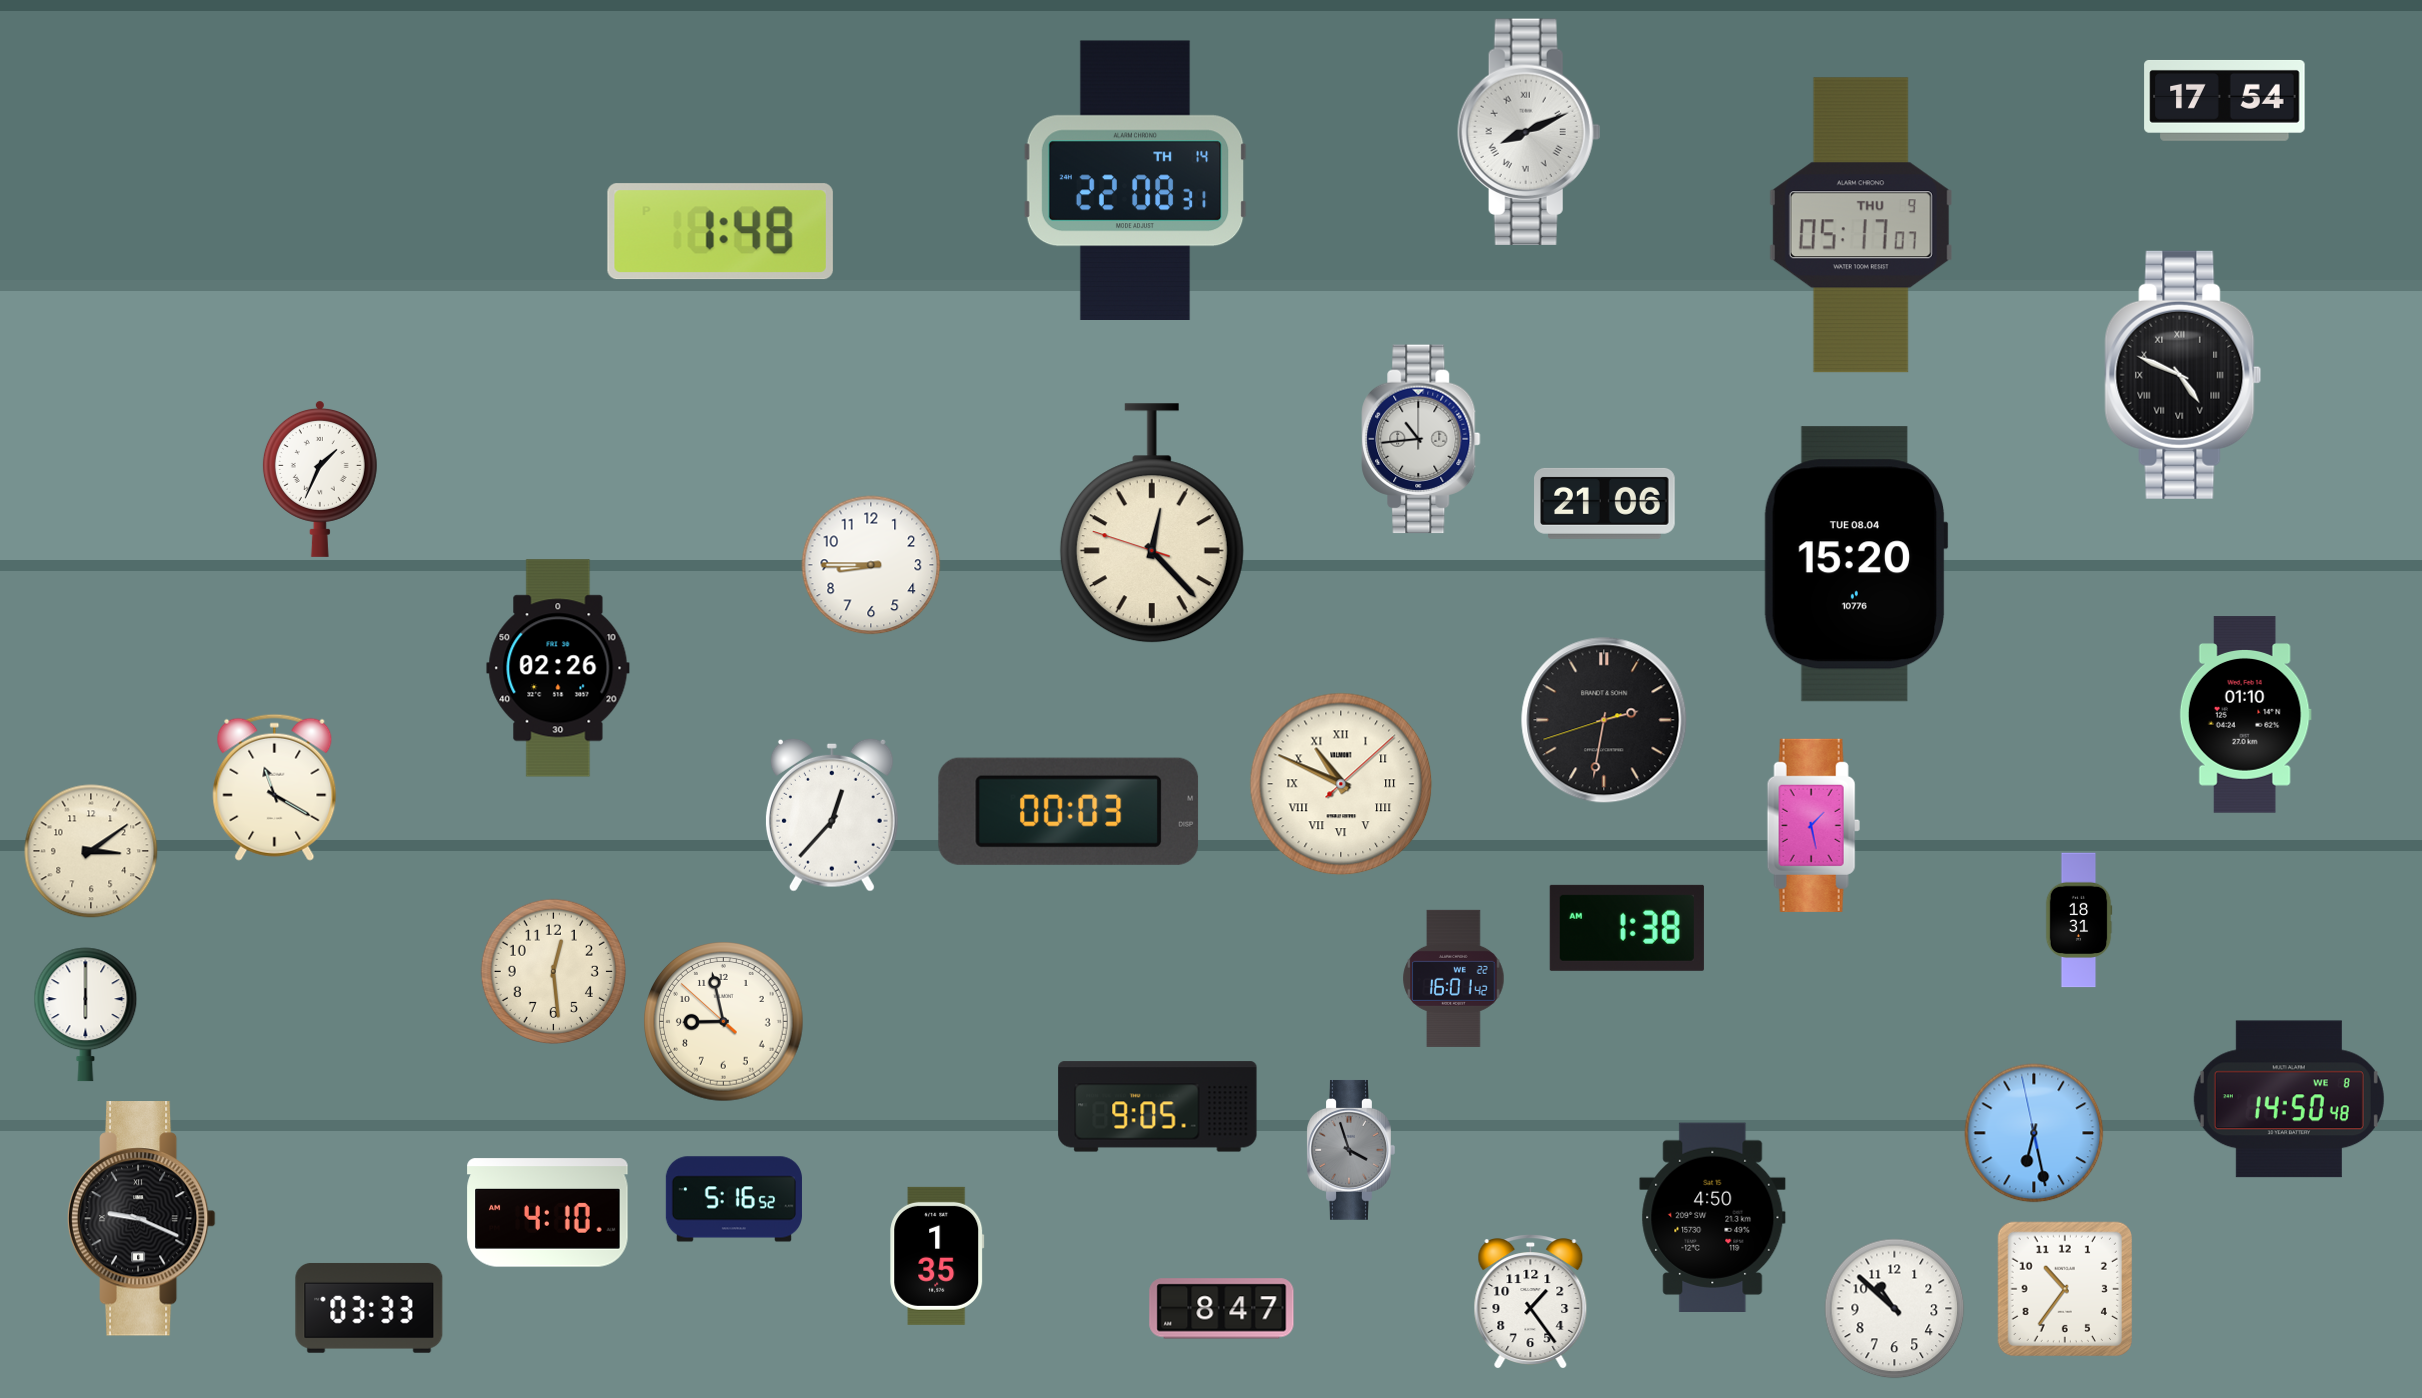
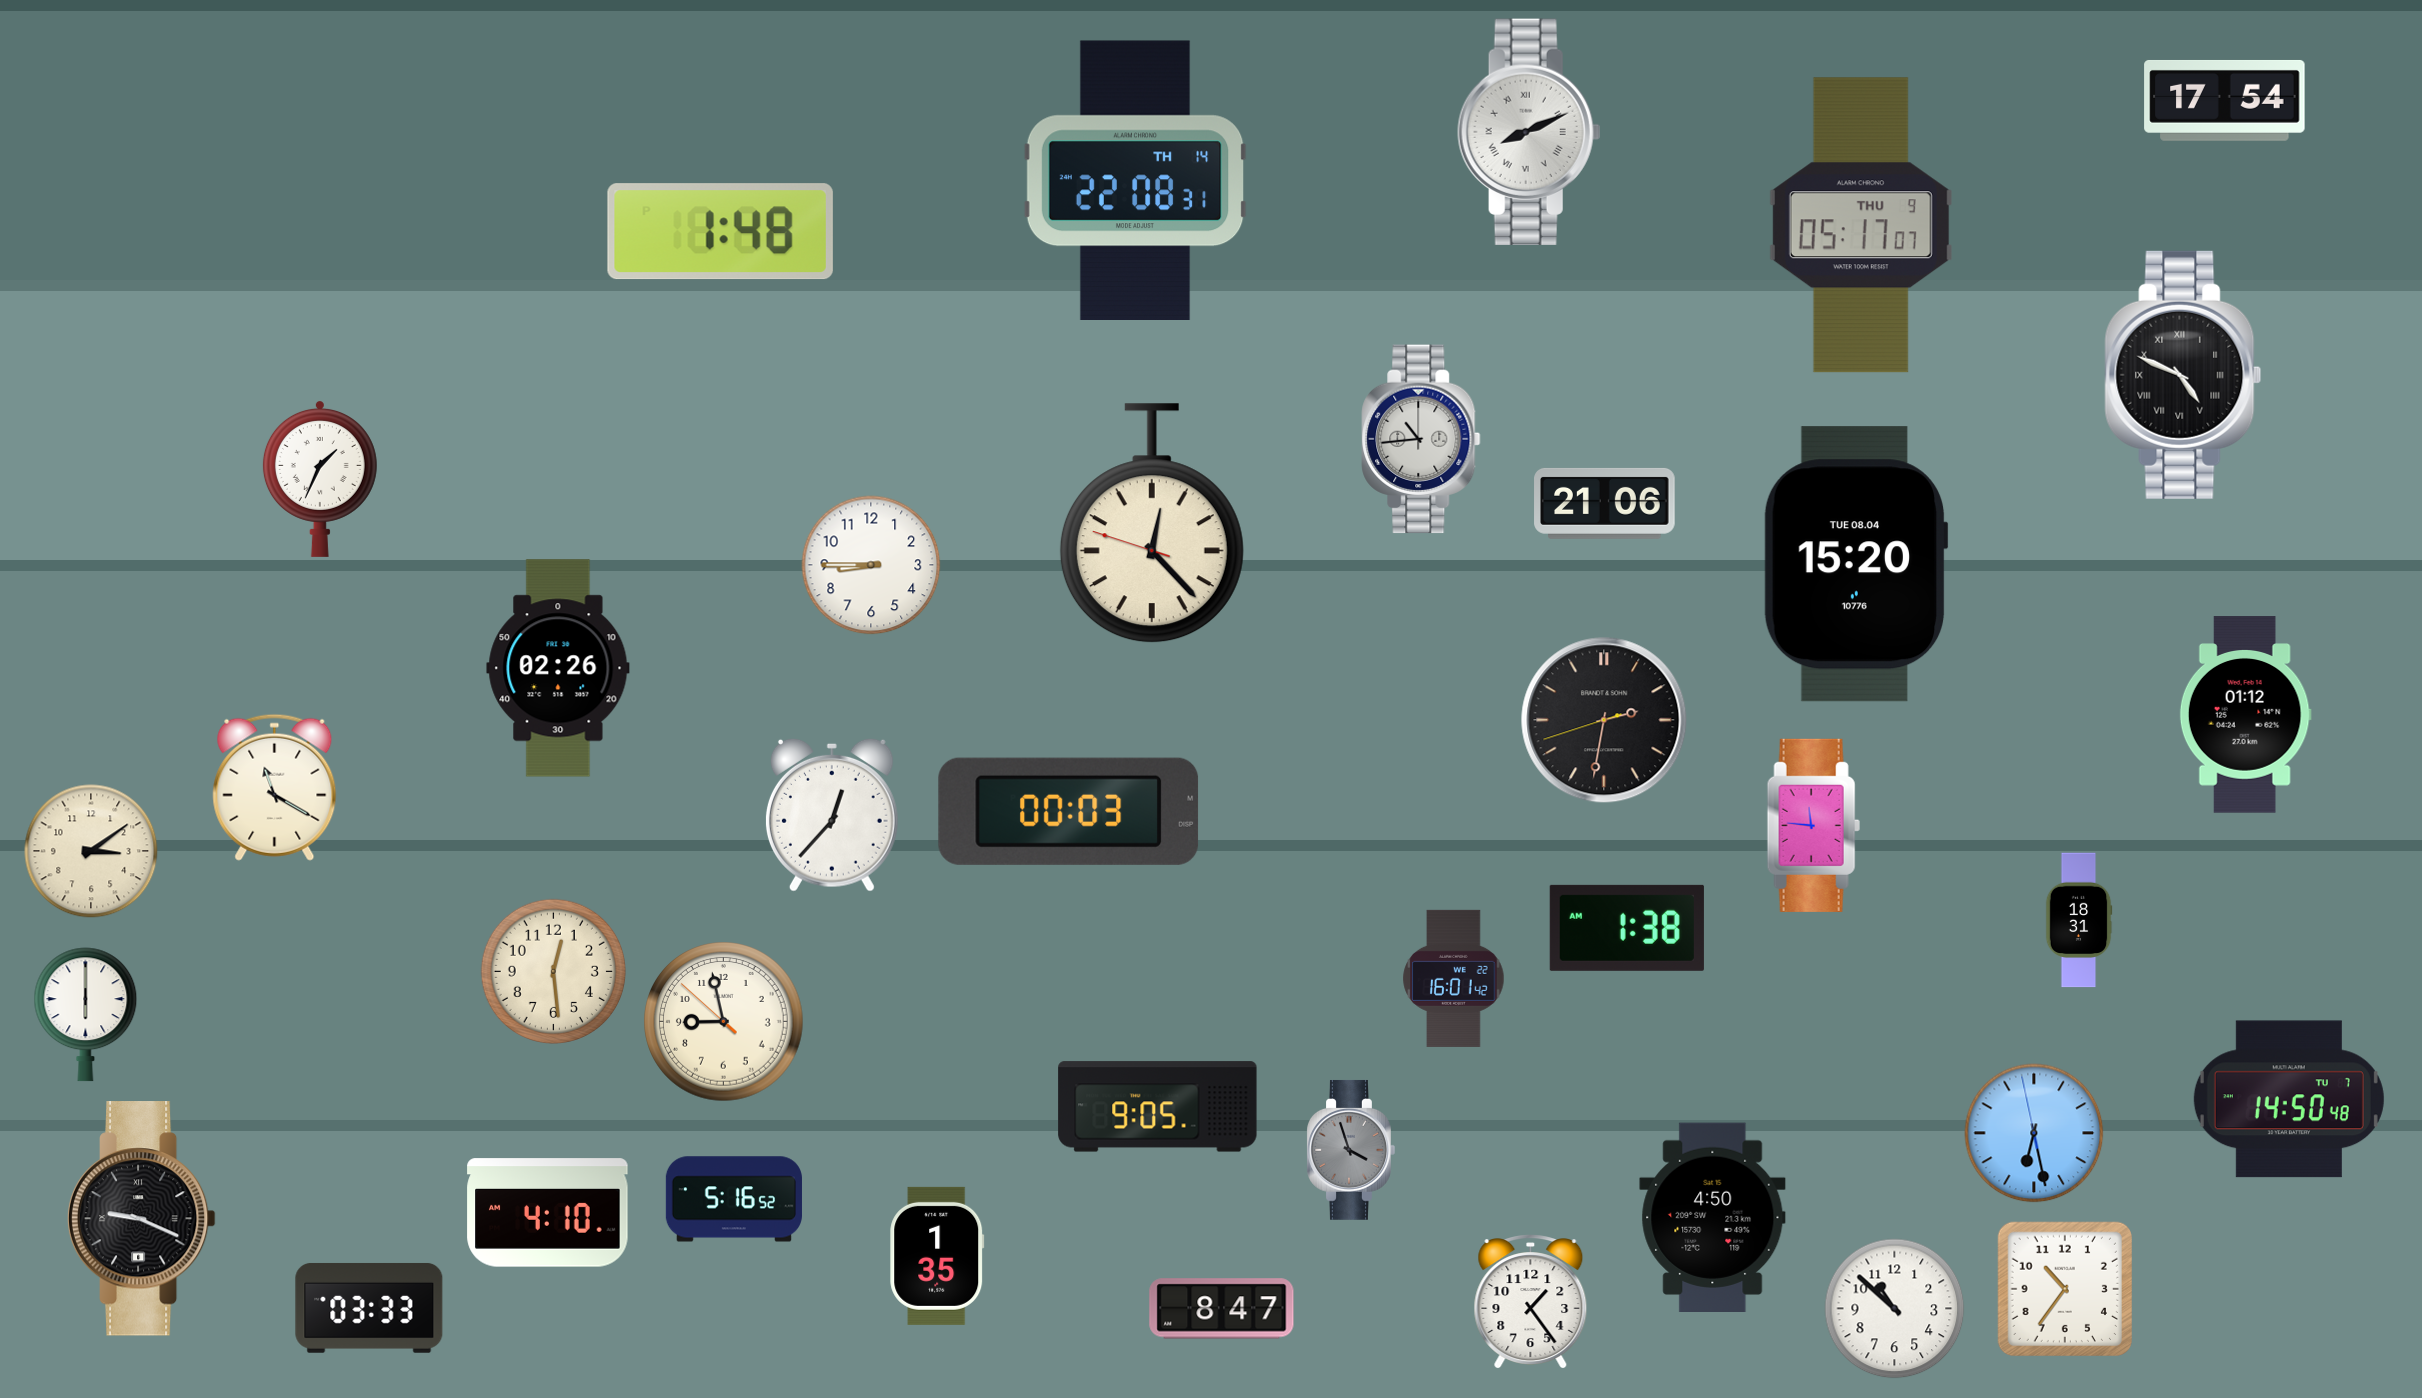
clock at (2245, 715): 01:10 -> 01:12
clock at (1341, 784): 10:49 -> none
clock at (1813, 825): 1:28 -> 11:46
clock at (2289, 1099) date: WE 8 -> TU 7
